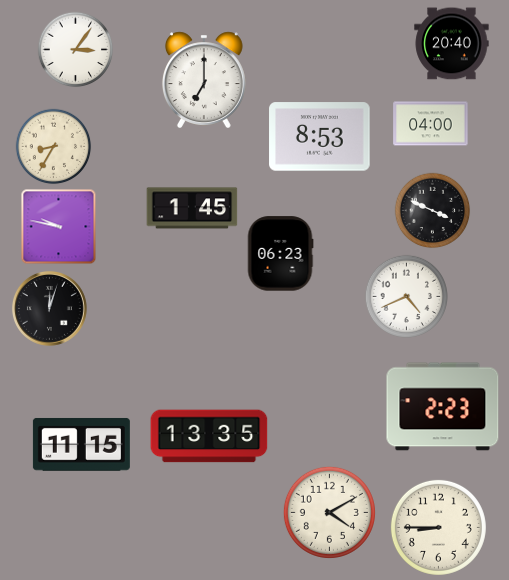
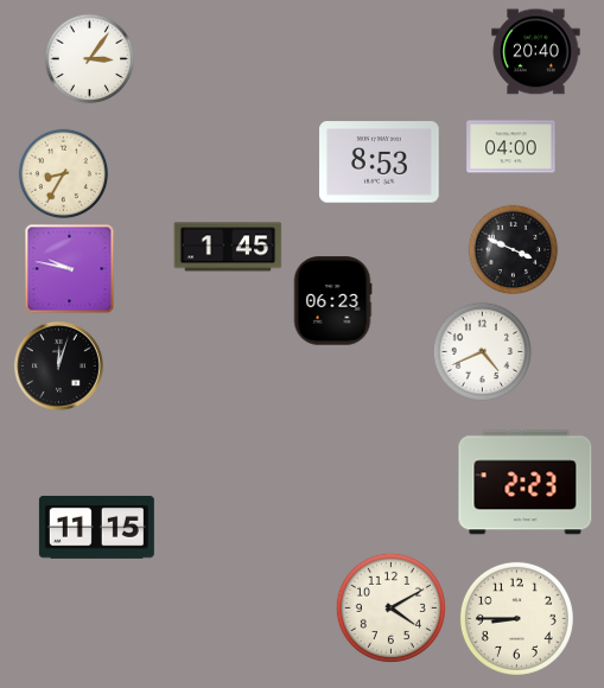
clock at (204, 80): 7:00 -> none
clock at (209, 436): 13:35 -> none
clock at (438, 527) position: (438, 527) -> (516, 618)
